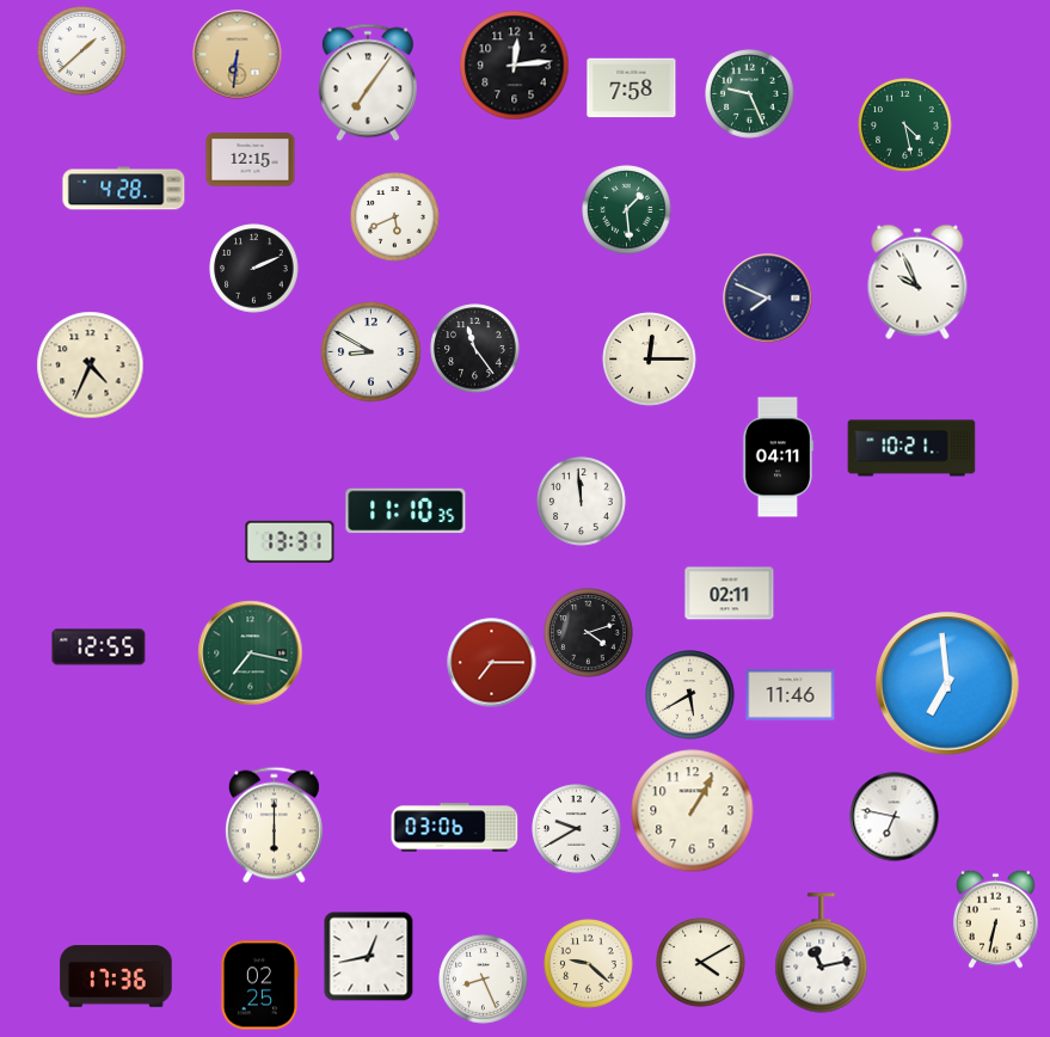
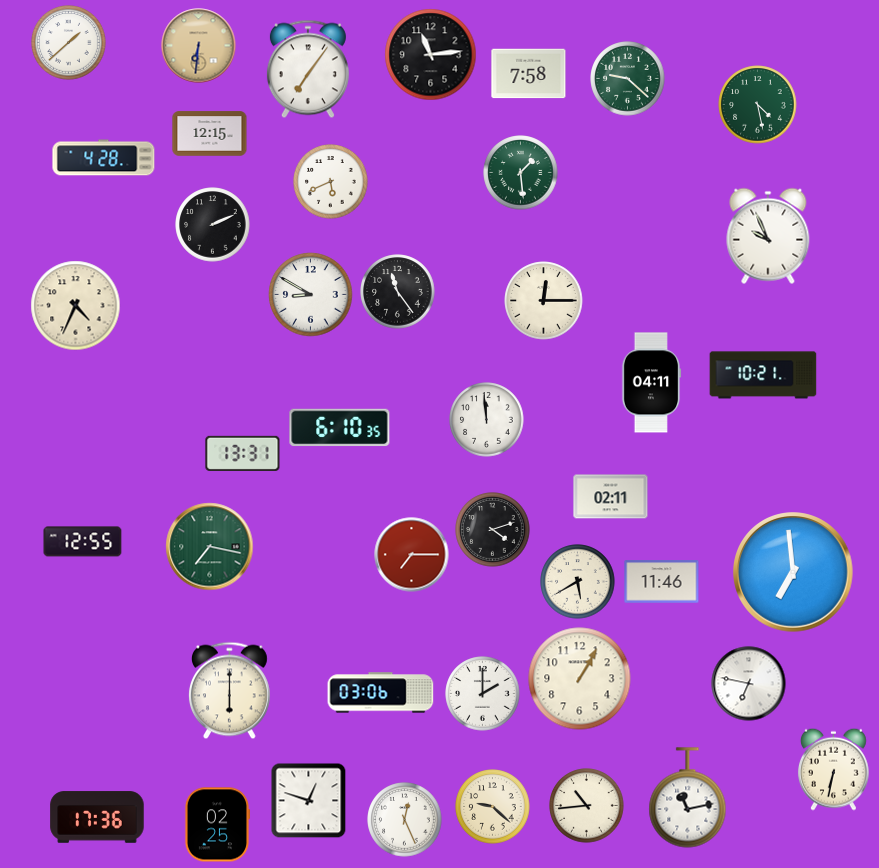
clock at (515, 66): 12:14 -> 11:14
clock at (750, 94): 9:26 -> 9:22
clock at (627, 210) position: (627, 210) -> (521, 173)
clock at (768, 299): 7:49 -> none
clock at (406, 511): 11:10 -> 6:10
clock at (577, 829): 9:40 -> 2:00
clock at (369, 957): 12:43 -> 12:48
clock at (701, 963): 4:10 -> 10:44
clock at (484, 980): 8:26 -> 12:26
